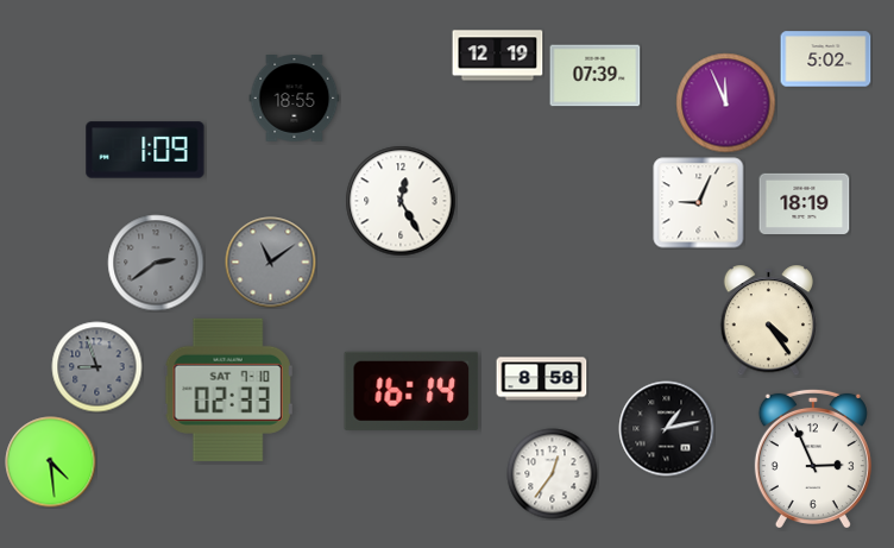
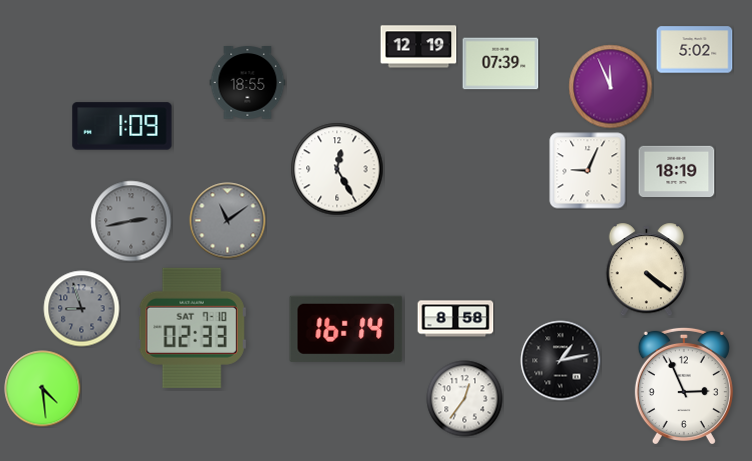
clock at (156, 263): 2:39 -> 2:43
clock at (768, 321): 4:24 -> 4:21
